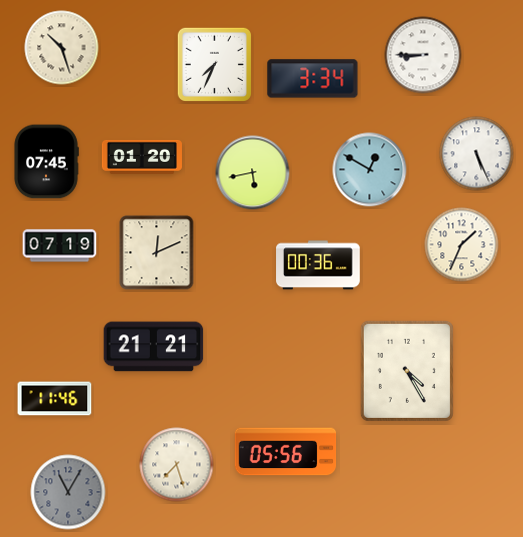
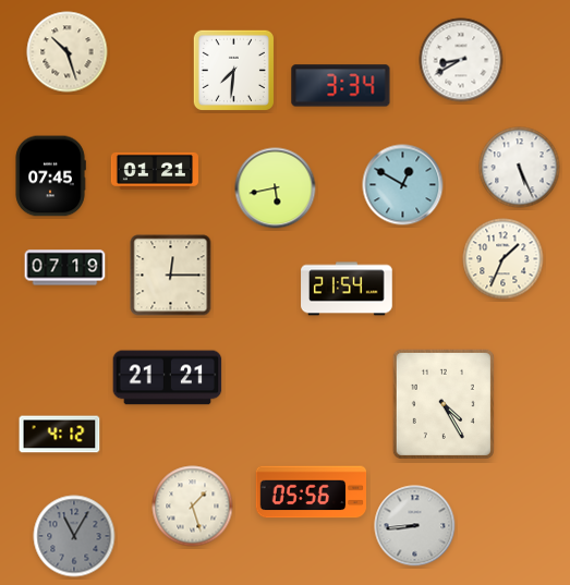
clock at (423, 55): 8:45 -> 8:40
clock at (214, 64): 7:34 -> 7:31
clock at (142, 157): 01:20 -> 01:21
clock at (462, 245) position: (462, 245) -> (504, 259)
clock at (157, 253): 12:11 -> 12:15
clock at (318, 265): 00:36 -> 21:54
clock at (55, 399): 11:46 -> 4:12
clock at (177, 465): 7:27 -> 1:27
clock at (415, 526): none -> 8:44
